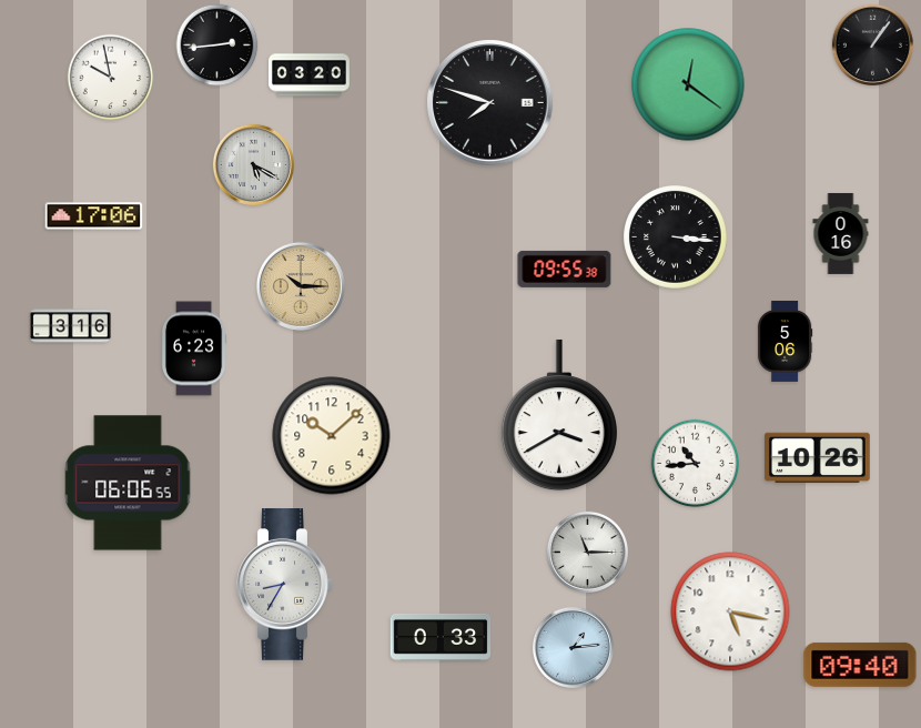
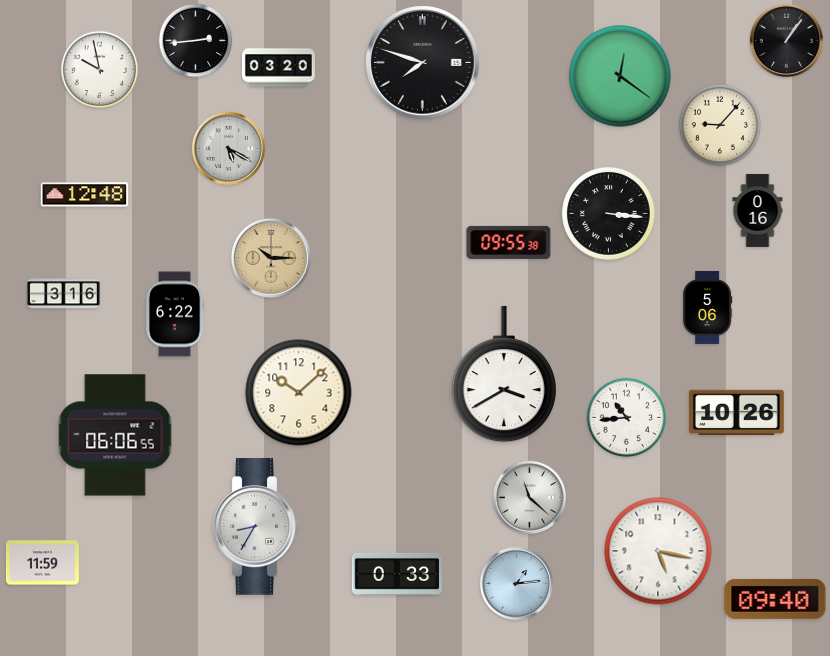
clock at (490, 103) position: (490, 103) -> (423, 63)
clock at (719, 124): none -> 9:07
clock at (94, 216): 17:06 -> 12:48
clock at (194, 348): 6:23 -> 6:22
clock at (587, 552): 11:15 -> 11:22
clock at (42, 563): none -> 11:59
